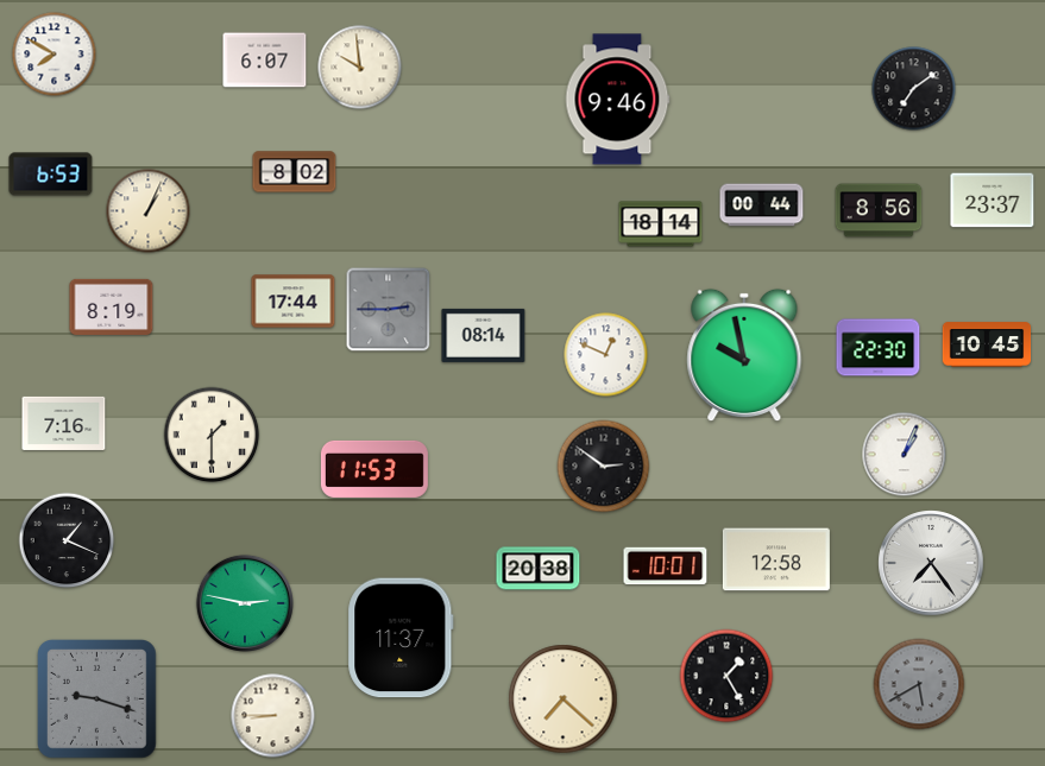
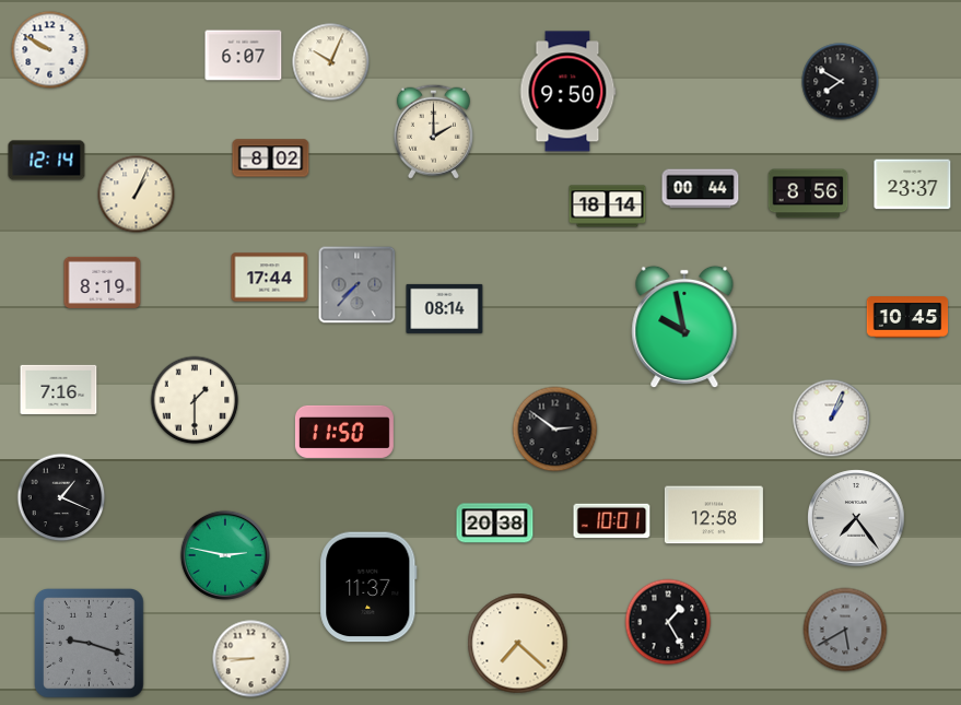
clock at (55, 55): 7:50 -> 9:50
clock at (360, 68): 9:59 -> 10:04
clock at (914, 89): 7:09 -> 7:50
clock at (617, 100): 9:46 -> 9:50
clock at (433, 131): none -> 2:00
clock at (51, 175): 6:53 -> 12:14
clock at (389, 310): 2:45 -> 7:37
clock at (879, 348): 22:30 -> none
clock at (606, 355): 12:49 -> none
clock at (374, 469): 11:53 -> 11:50
